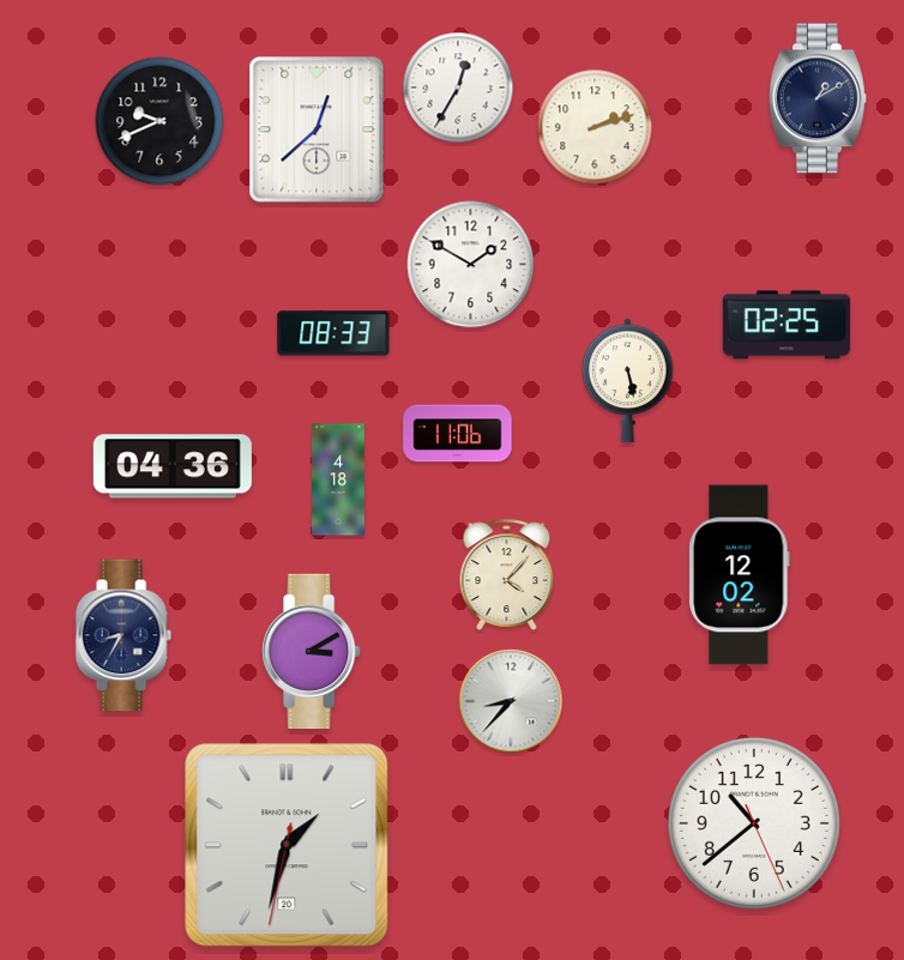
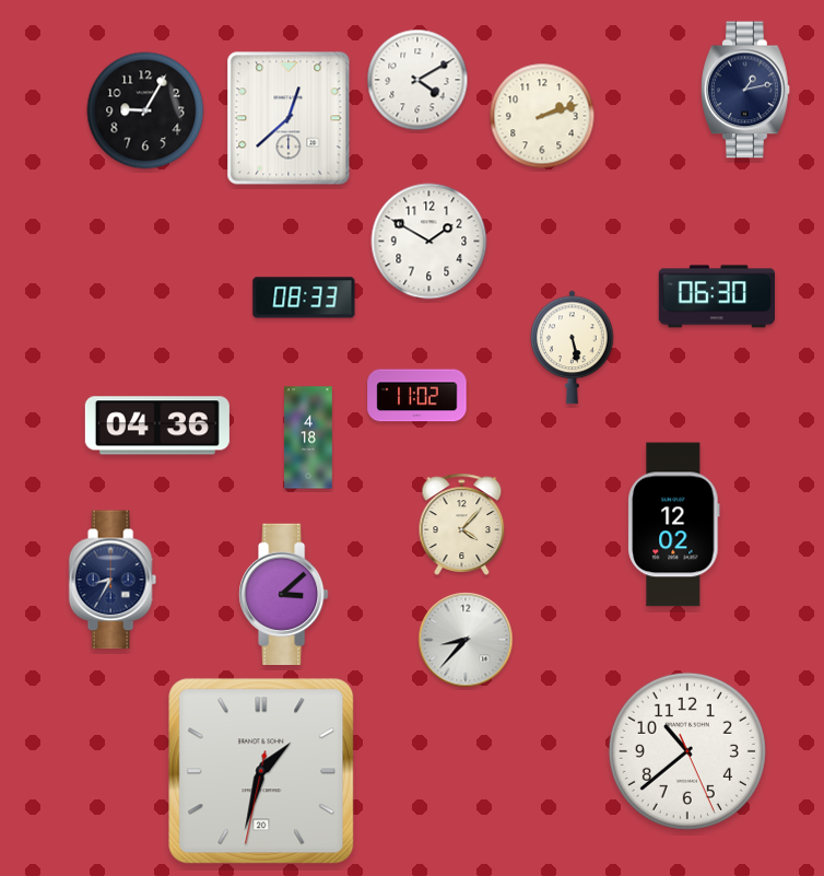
clock at (458, 87): 12:35 -> 4:10
clock at (819, 98): 1:10 -> 1:13
clock at (159, 121): 9:41 -> 9:05
clock at (787, 325): 02:25 -> 06:30
clock at (333, 333) position: (333, 333) -> (304, 297)
clock at (458, 434): 11:06 -> 11:02
clock at (312, 652): 3:10 -> 3:08
